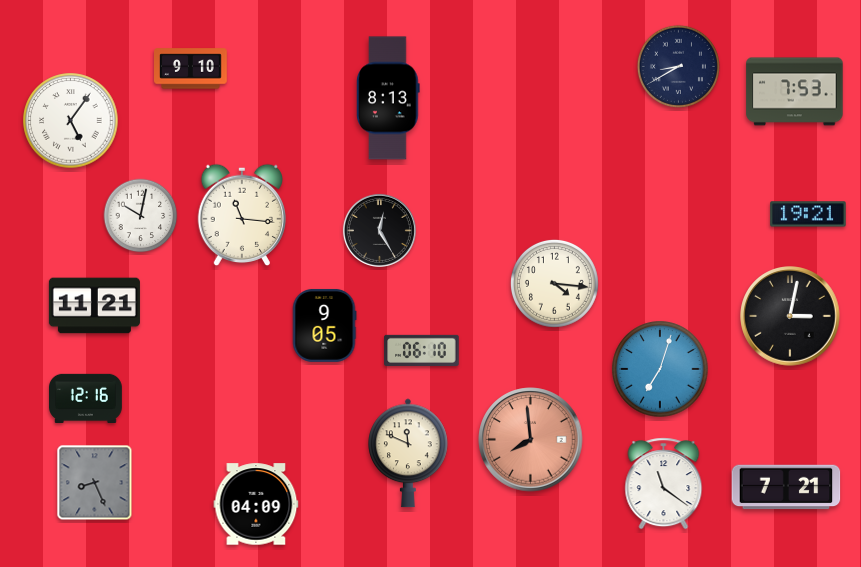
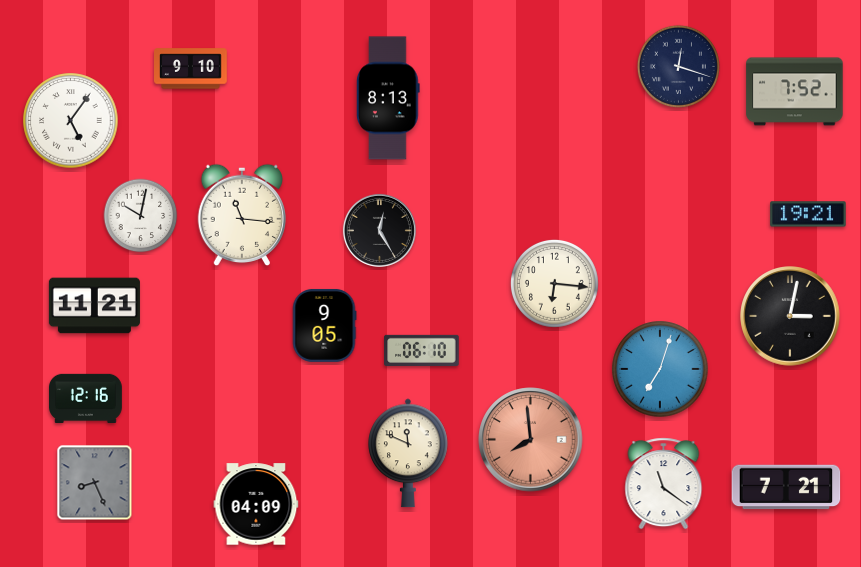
clock at (678, 66): 8:40 -> 12:18
clock at (795, 92): 7:53 -> 7:52
clock at (554, 283): 4:16 -> 6:16
